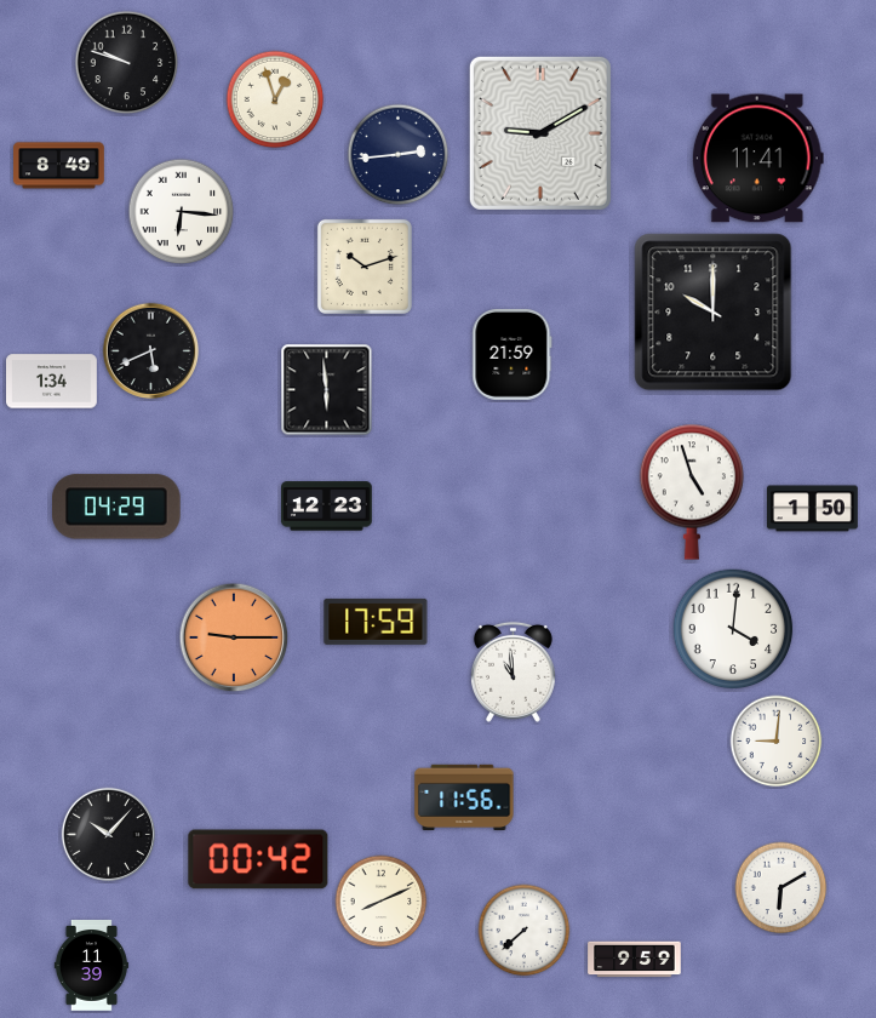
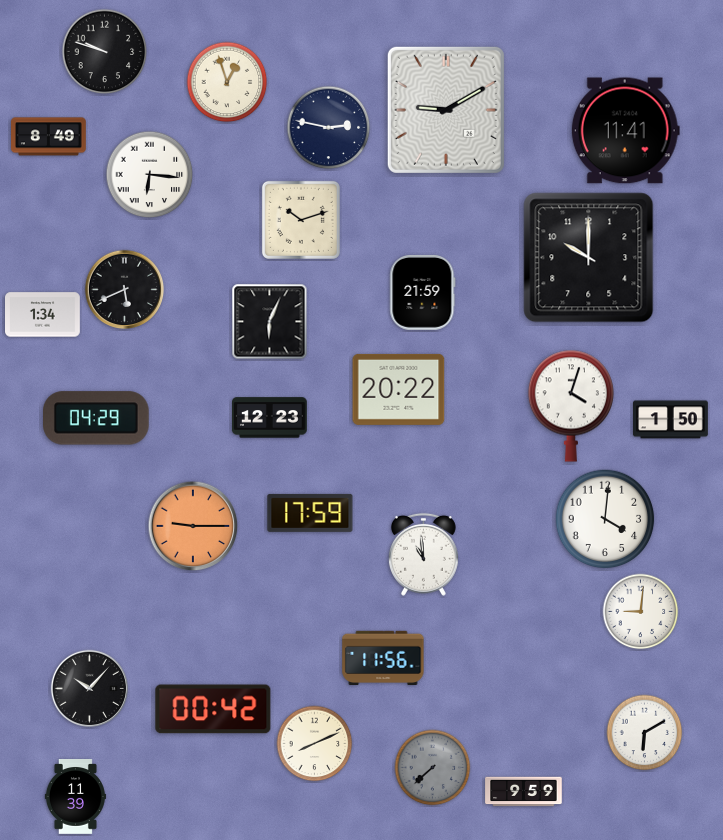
clock at (399, 155): 2:44 -> 2:47
clock at (327, 390): 5:59 -> 6:04
clock at (399, 389): none -> 20:22
clock at (692, 492): 4:57 -> 4:03
clock at (525, 931) dial: white -> grey
